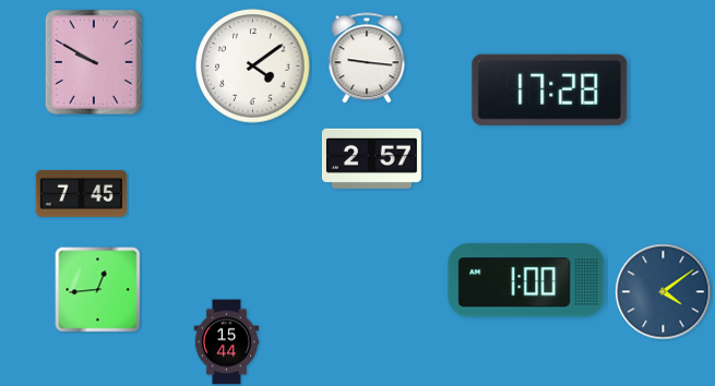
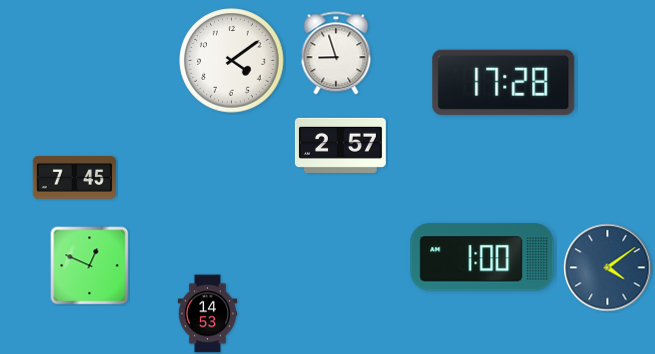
clock at (367, 58): 9:16 -> 8:57
clock at (94, 62): 9:50 -> none
clock at (98, 290): 12:44 -> 12:49
clock at (227, 342): 15:44 -> 14:53
